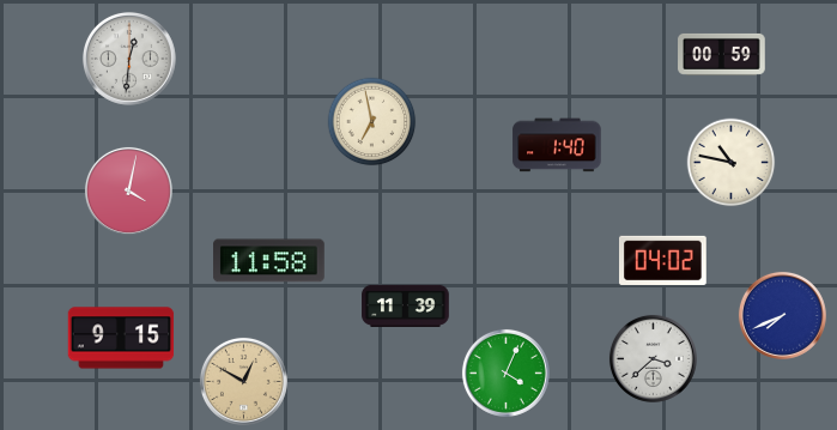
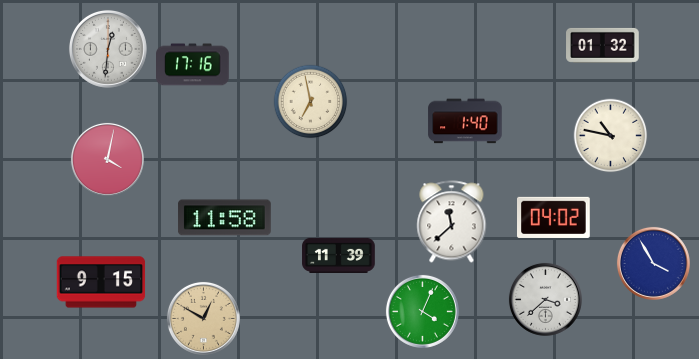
clock at (722, 54): 00:59 -> 01:32
clock at (193, 65): none -> 17:16
clock at (452, 222): none -> 11:38
clock at (782, 315): 7:41 -> 3:55
